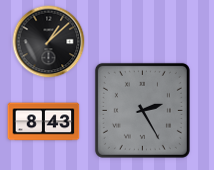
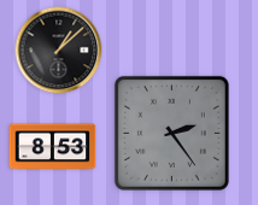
clock at (142, 110): 2:25 -> 2:24
clock at (44, 122): 8:43 -> 8:53
